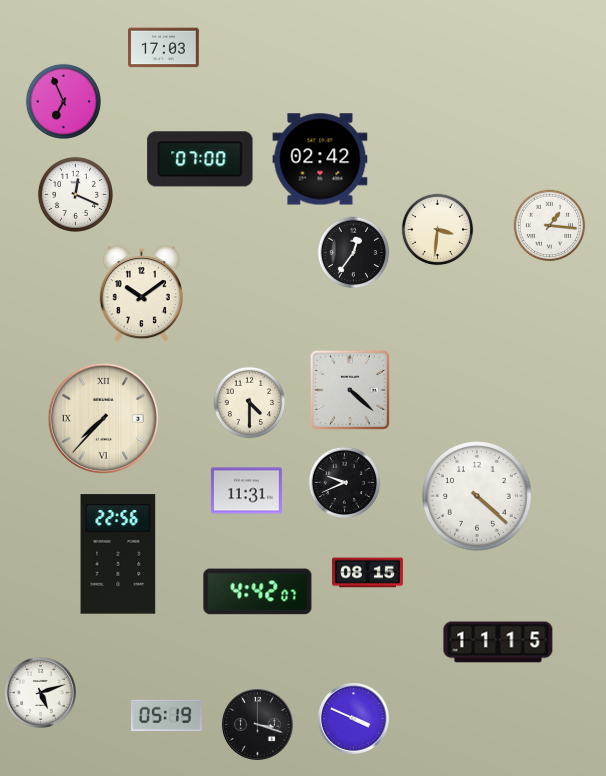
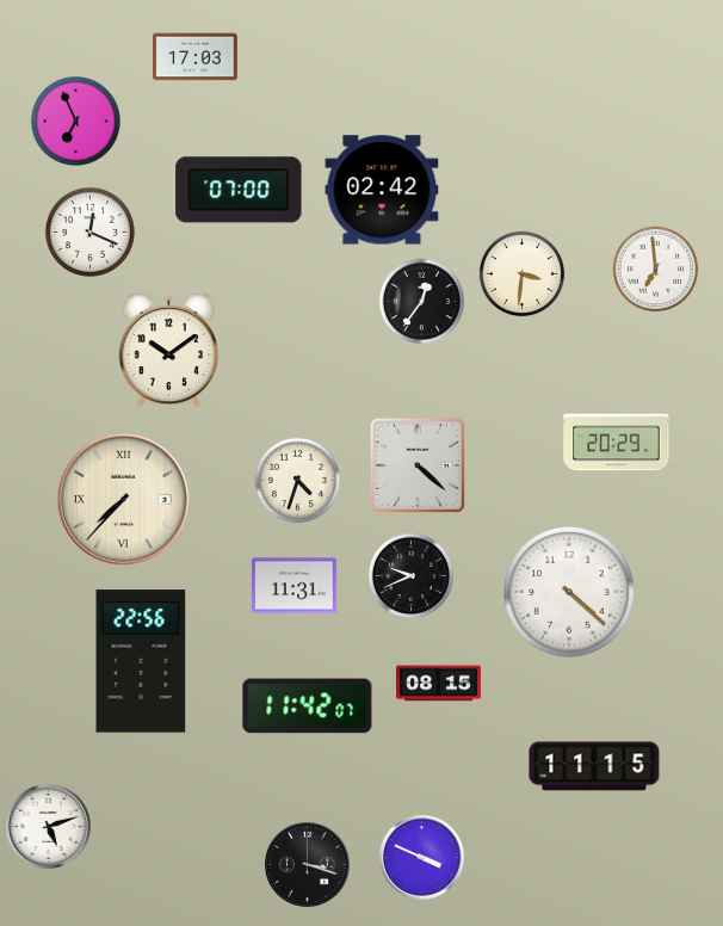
clock at (550, 226): 1:16 -> 6:59
clock at (617, 443): none -> 20:29
clock at (250, 403): 4:30 -> 4:33
clock at (258, 592): 4:42 -> 11:42
clock at (166, 716): 05:19 -> none
